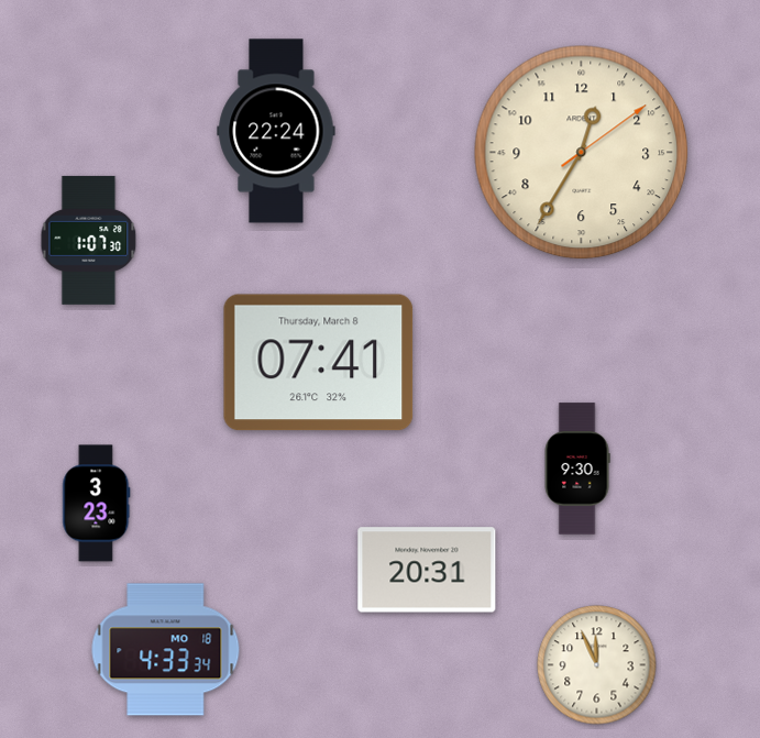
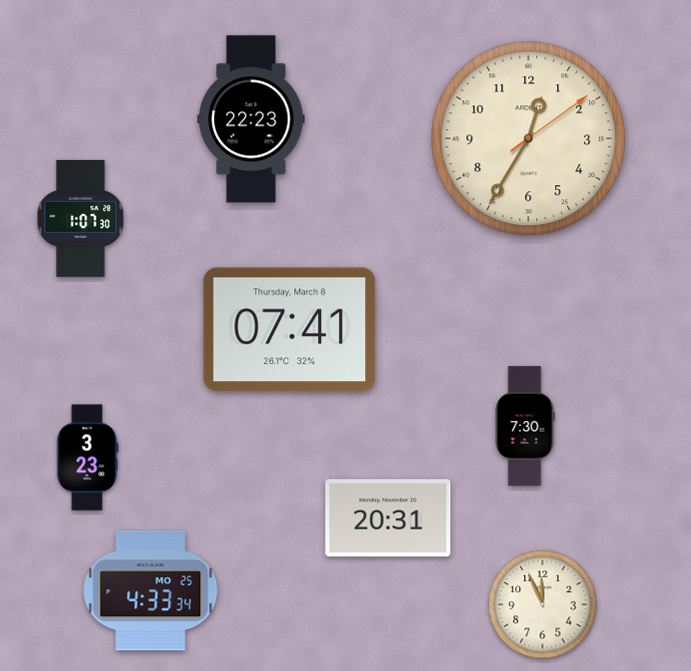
clock at (276, 131): 22:24 -> 22:23
clock at (577, 469): 9:30 -> 7:30
clock at (166, 650) date: MO 18 -> MO 25
